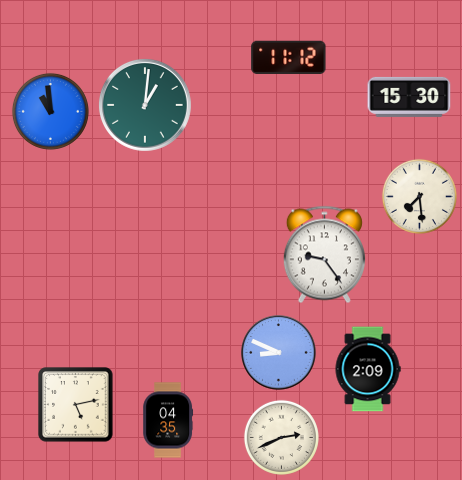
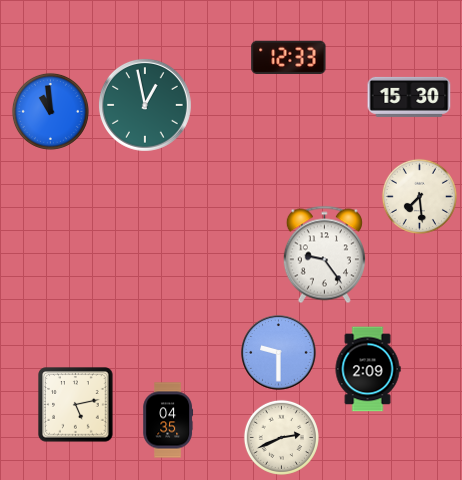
clock at (289, 57): 11:12 -> 12:33
clock at (145, 105): 1:01 -> 12:58
clock at (279, 353): 8:49 -> 9:30
